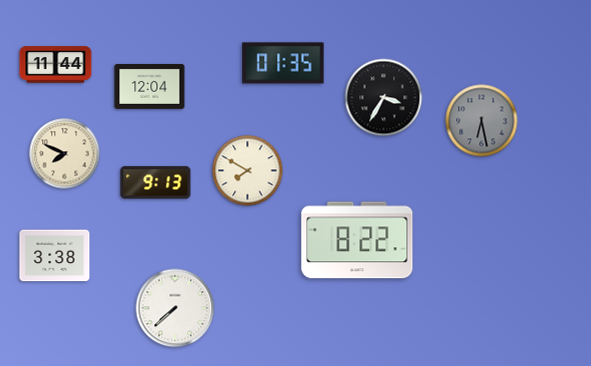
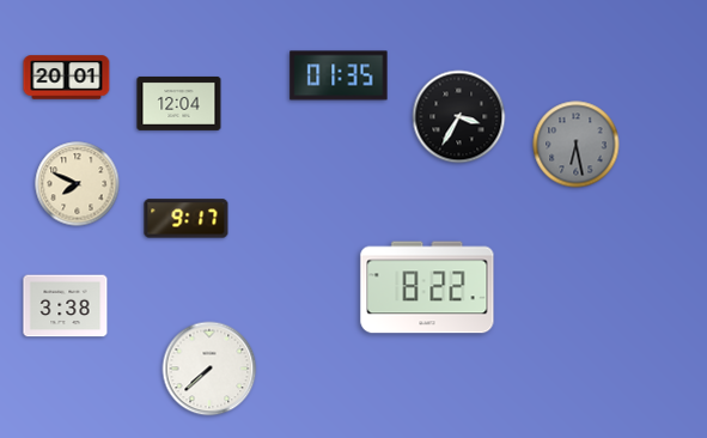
clock at (56, 65): 11:44 -> 20:01
clock at (248, 171): 7:50 -> none
clock at (156, 183): 9:13 -> 9:17
